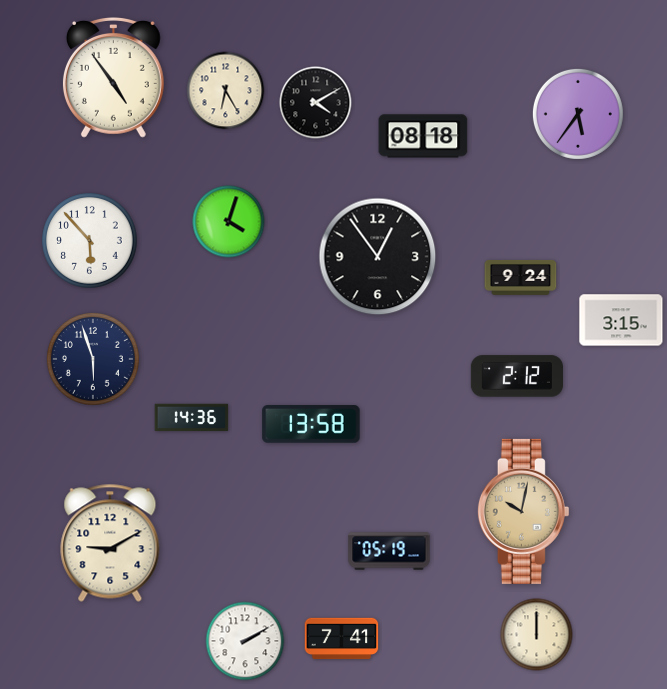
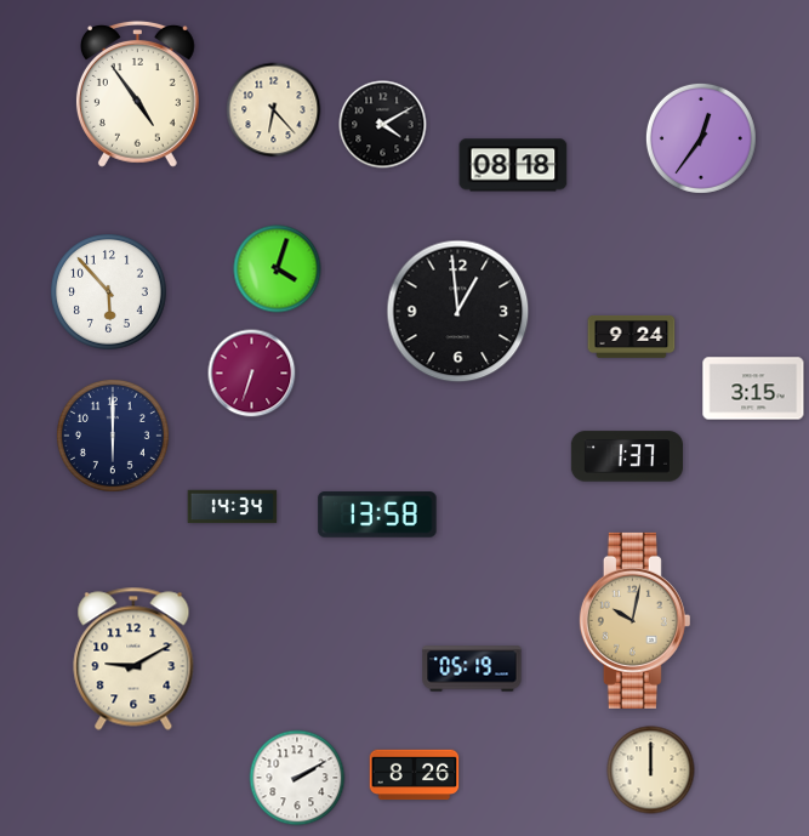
clock at (226, 91): 6:25 -> 6:23
clock at (578, 114): 5:36 -> 12:36
clock at (378, 257): 12:54 -> 12:59
clock at (252, 374): none -> 6:33
clock at (93, 359): 5:57 -> 6:00
clock at (516, 376): 2:12 -> 1:37
clock at (192, 418): 14:36 -> 14:34
clock at (342, 639): 7:41 -> 8:26
